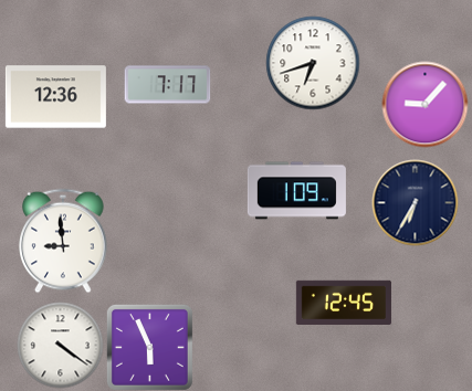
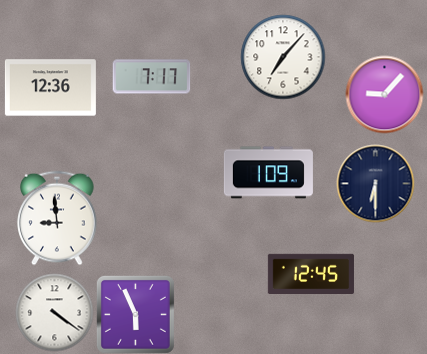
clock at (313, 63): 6:42 -> 7:07
clock at (415, 202): 6:35 -> 6:30
